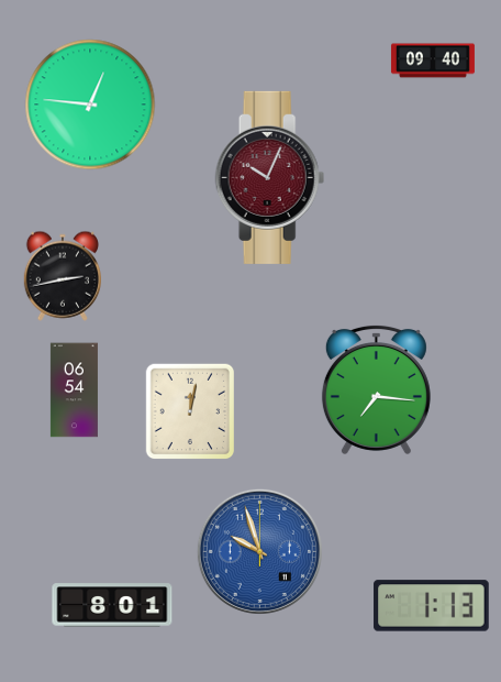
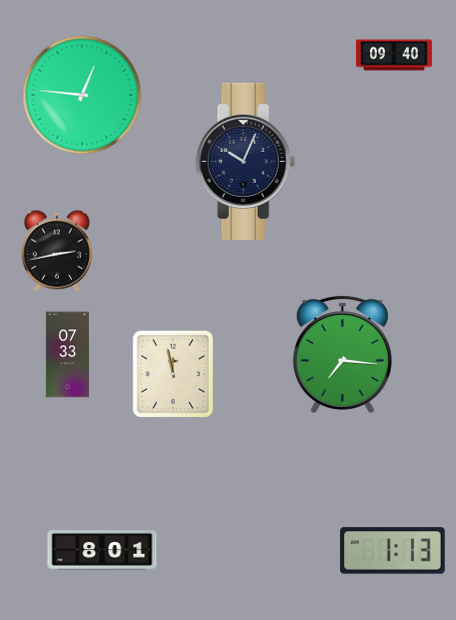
clock at (270, 177) dial: burgundy -> navy
clock at (74, 391): 06:54 -> 07:33
clock at (190, 411): 12:02 -> 11:58
clock at (259, 551): 9:57 -> none
